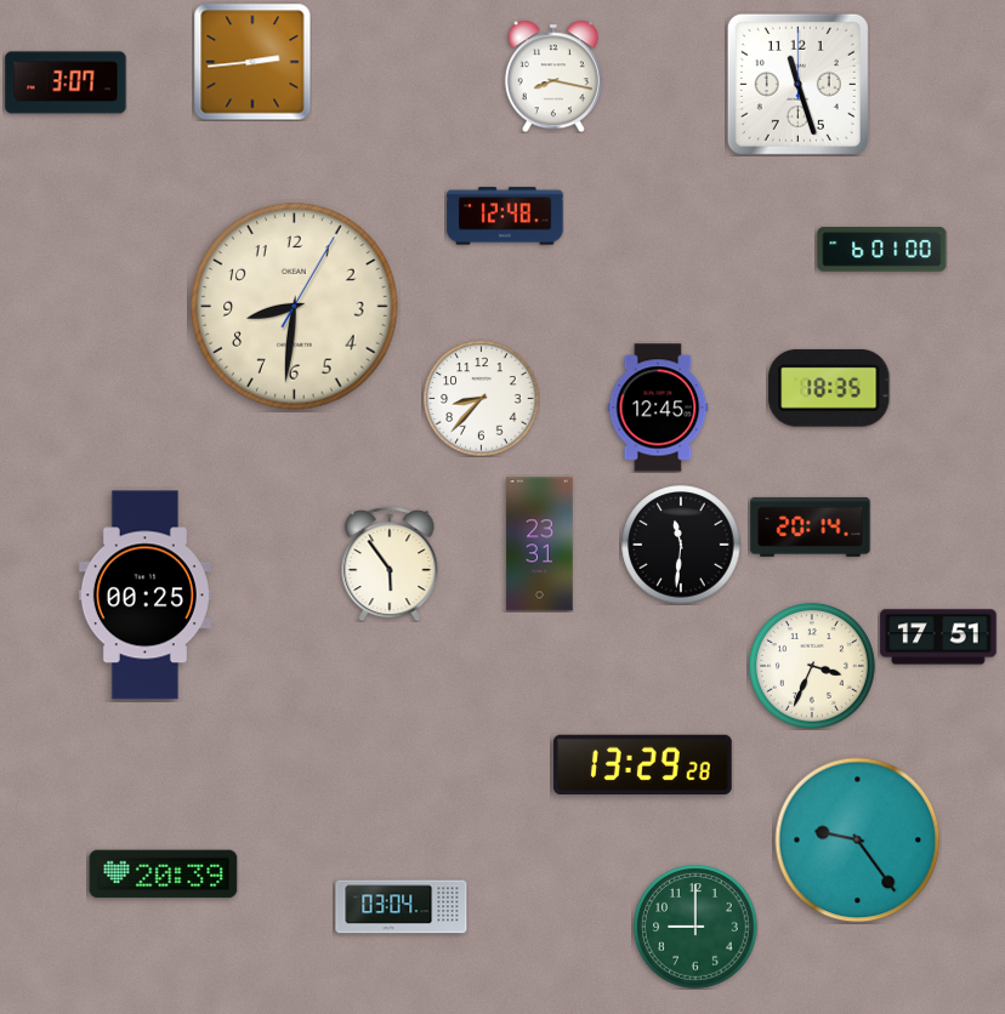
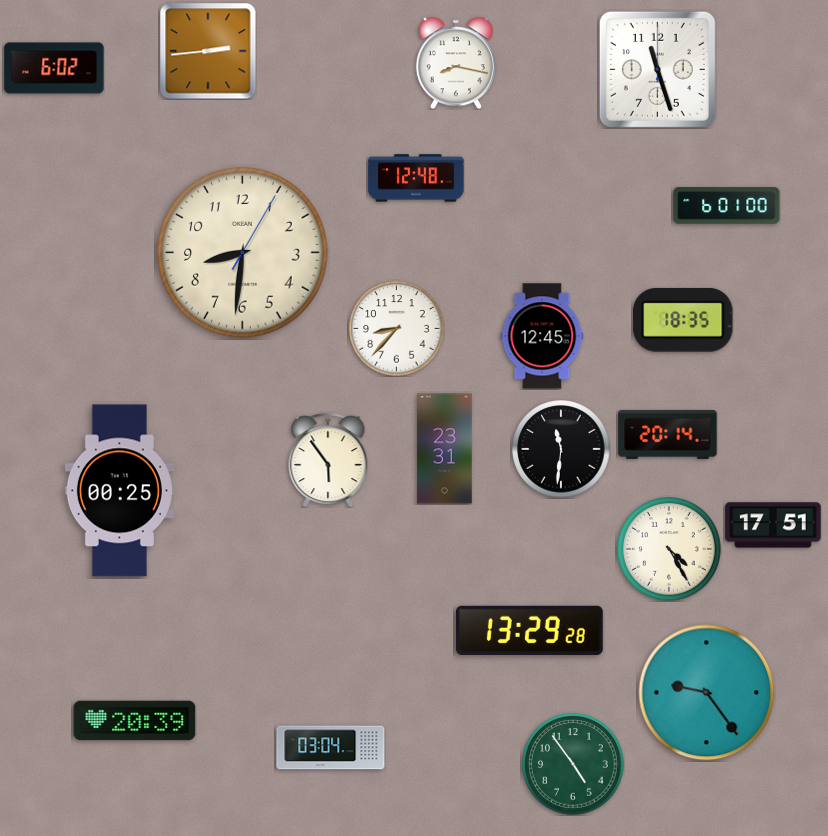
clock at (66, 82): 3:07 -> 6:02
clock at (390, 564) position: (390, 564) -> (328, 460)
clock at (812, 666): 3:34 -> 4:25
clock at (695, 927): 9:00 -> 4:54
